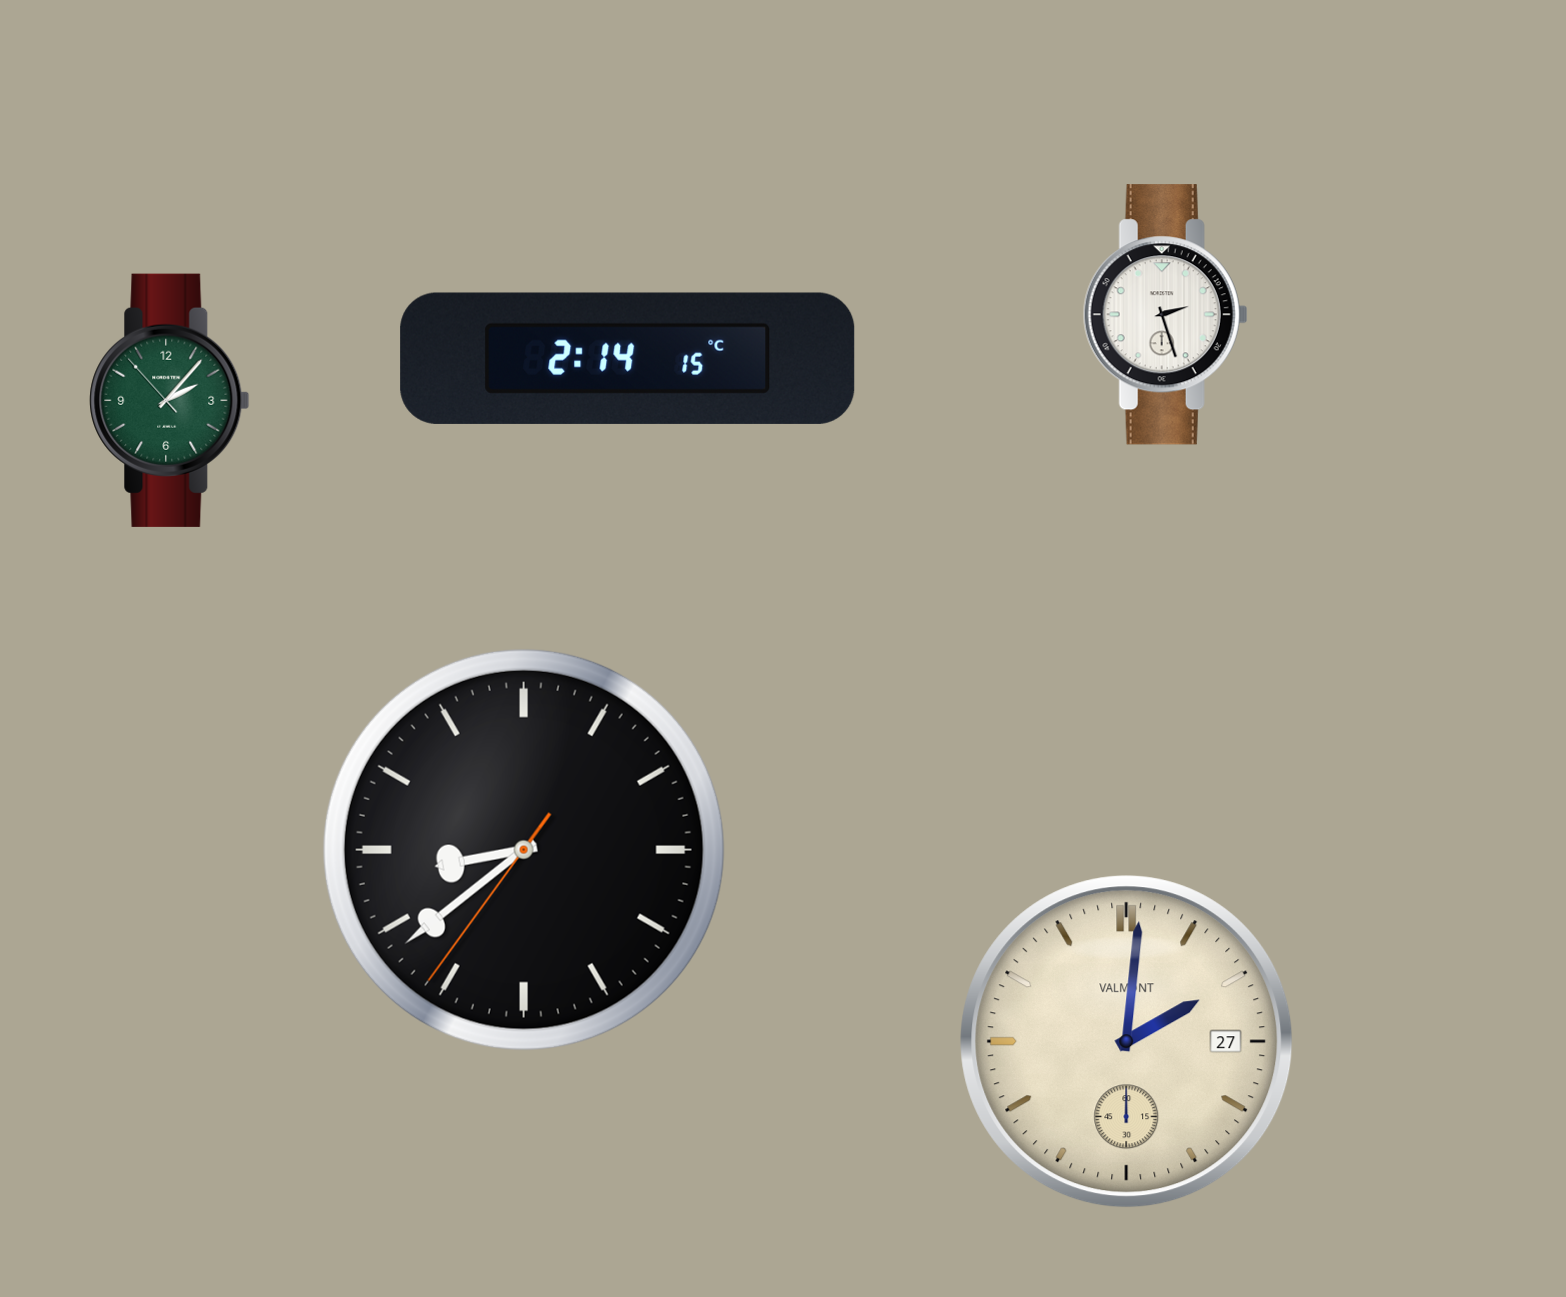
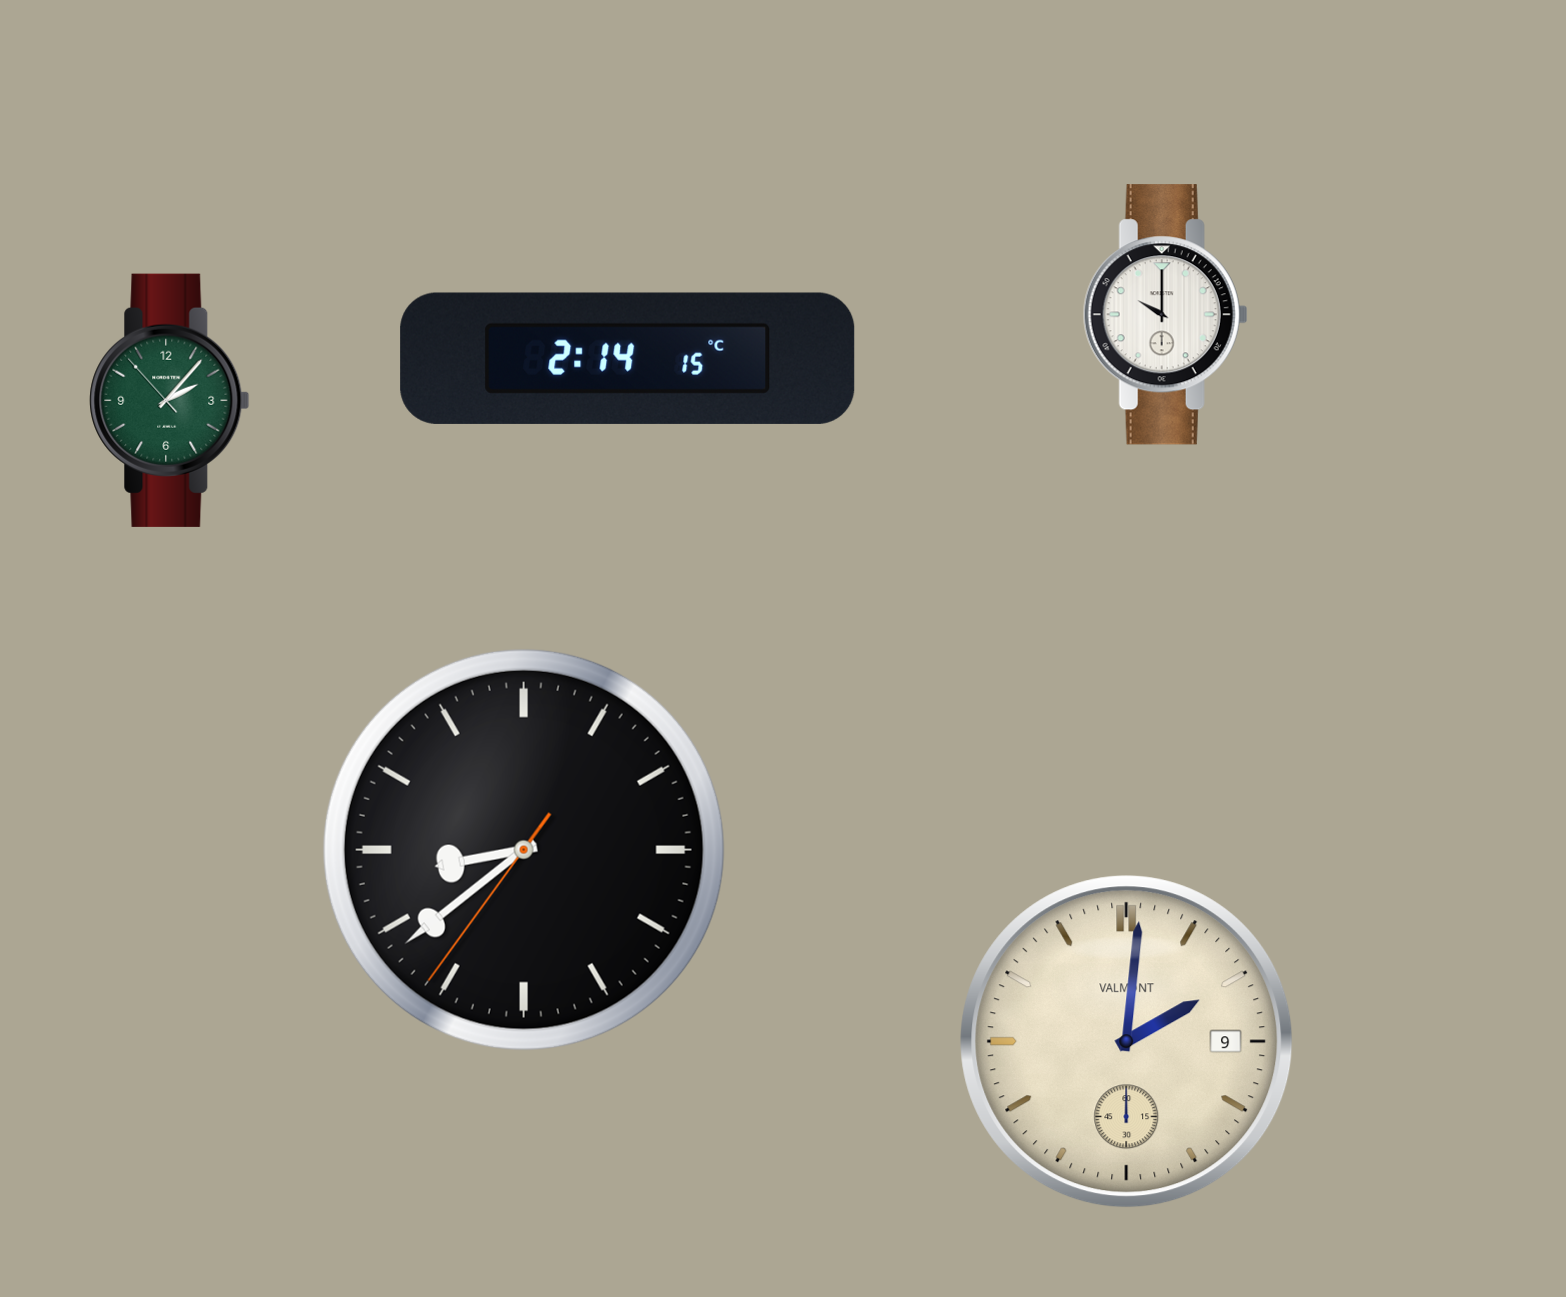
clock at (1165, 315): 2:27 -> 10:00
clock at (1127, 1042) date: 27 -> 9
